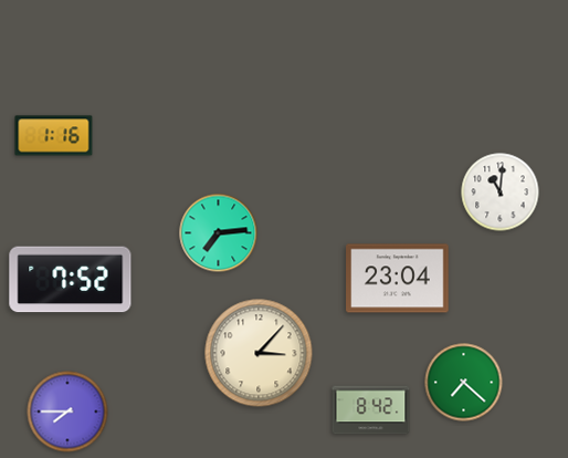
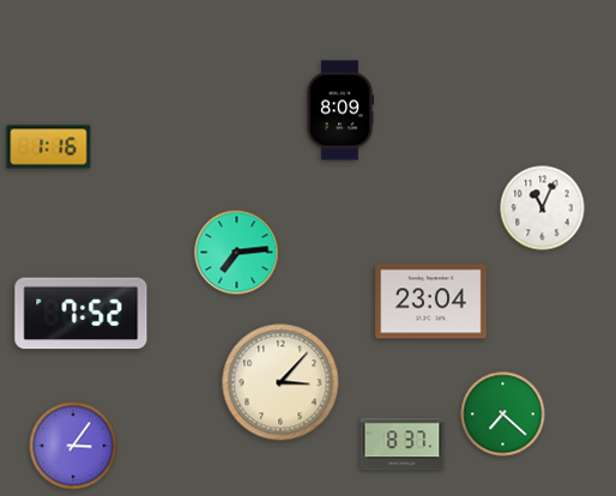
clock at (340, 110): none -> 8:09
clock at (54, 136) position: (54, 136) -> (49, 147)
clock at (501, 192): 11:01 -> 11:04
clock at (71, 280) position: (71, 280) -> (81, 314)
clock at (371, 410): 8:42 -> 8:37
clock at (67, 412): 7:45 -> 3:06
